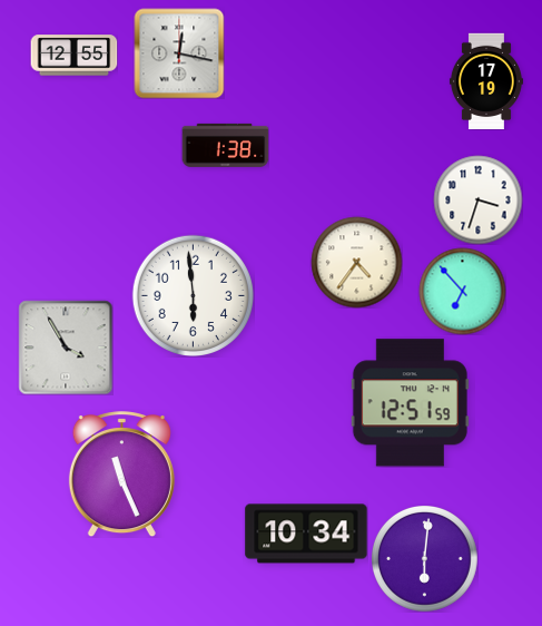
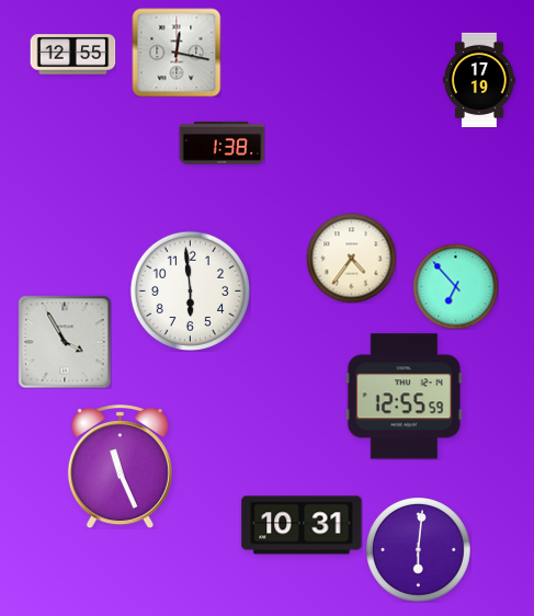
clock at (477, 199): 3:33 -> none
clock at (410, 403): 12:51 -> 12:55
clock at (306, 534): 10:34 -> 10:31
